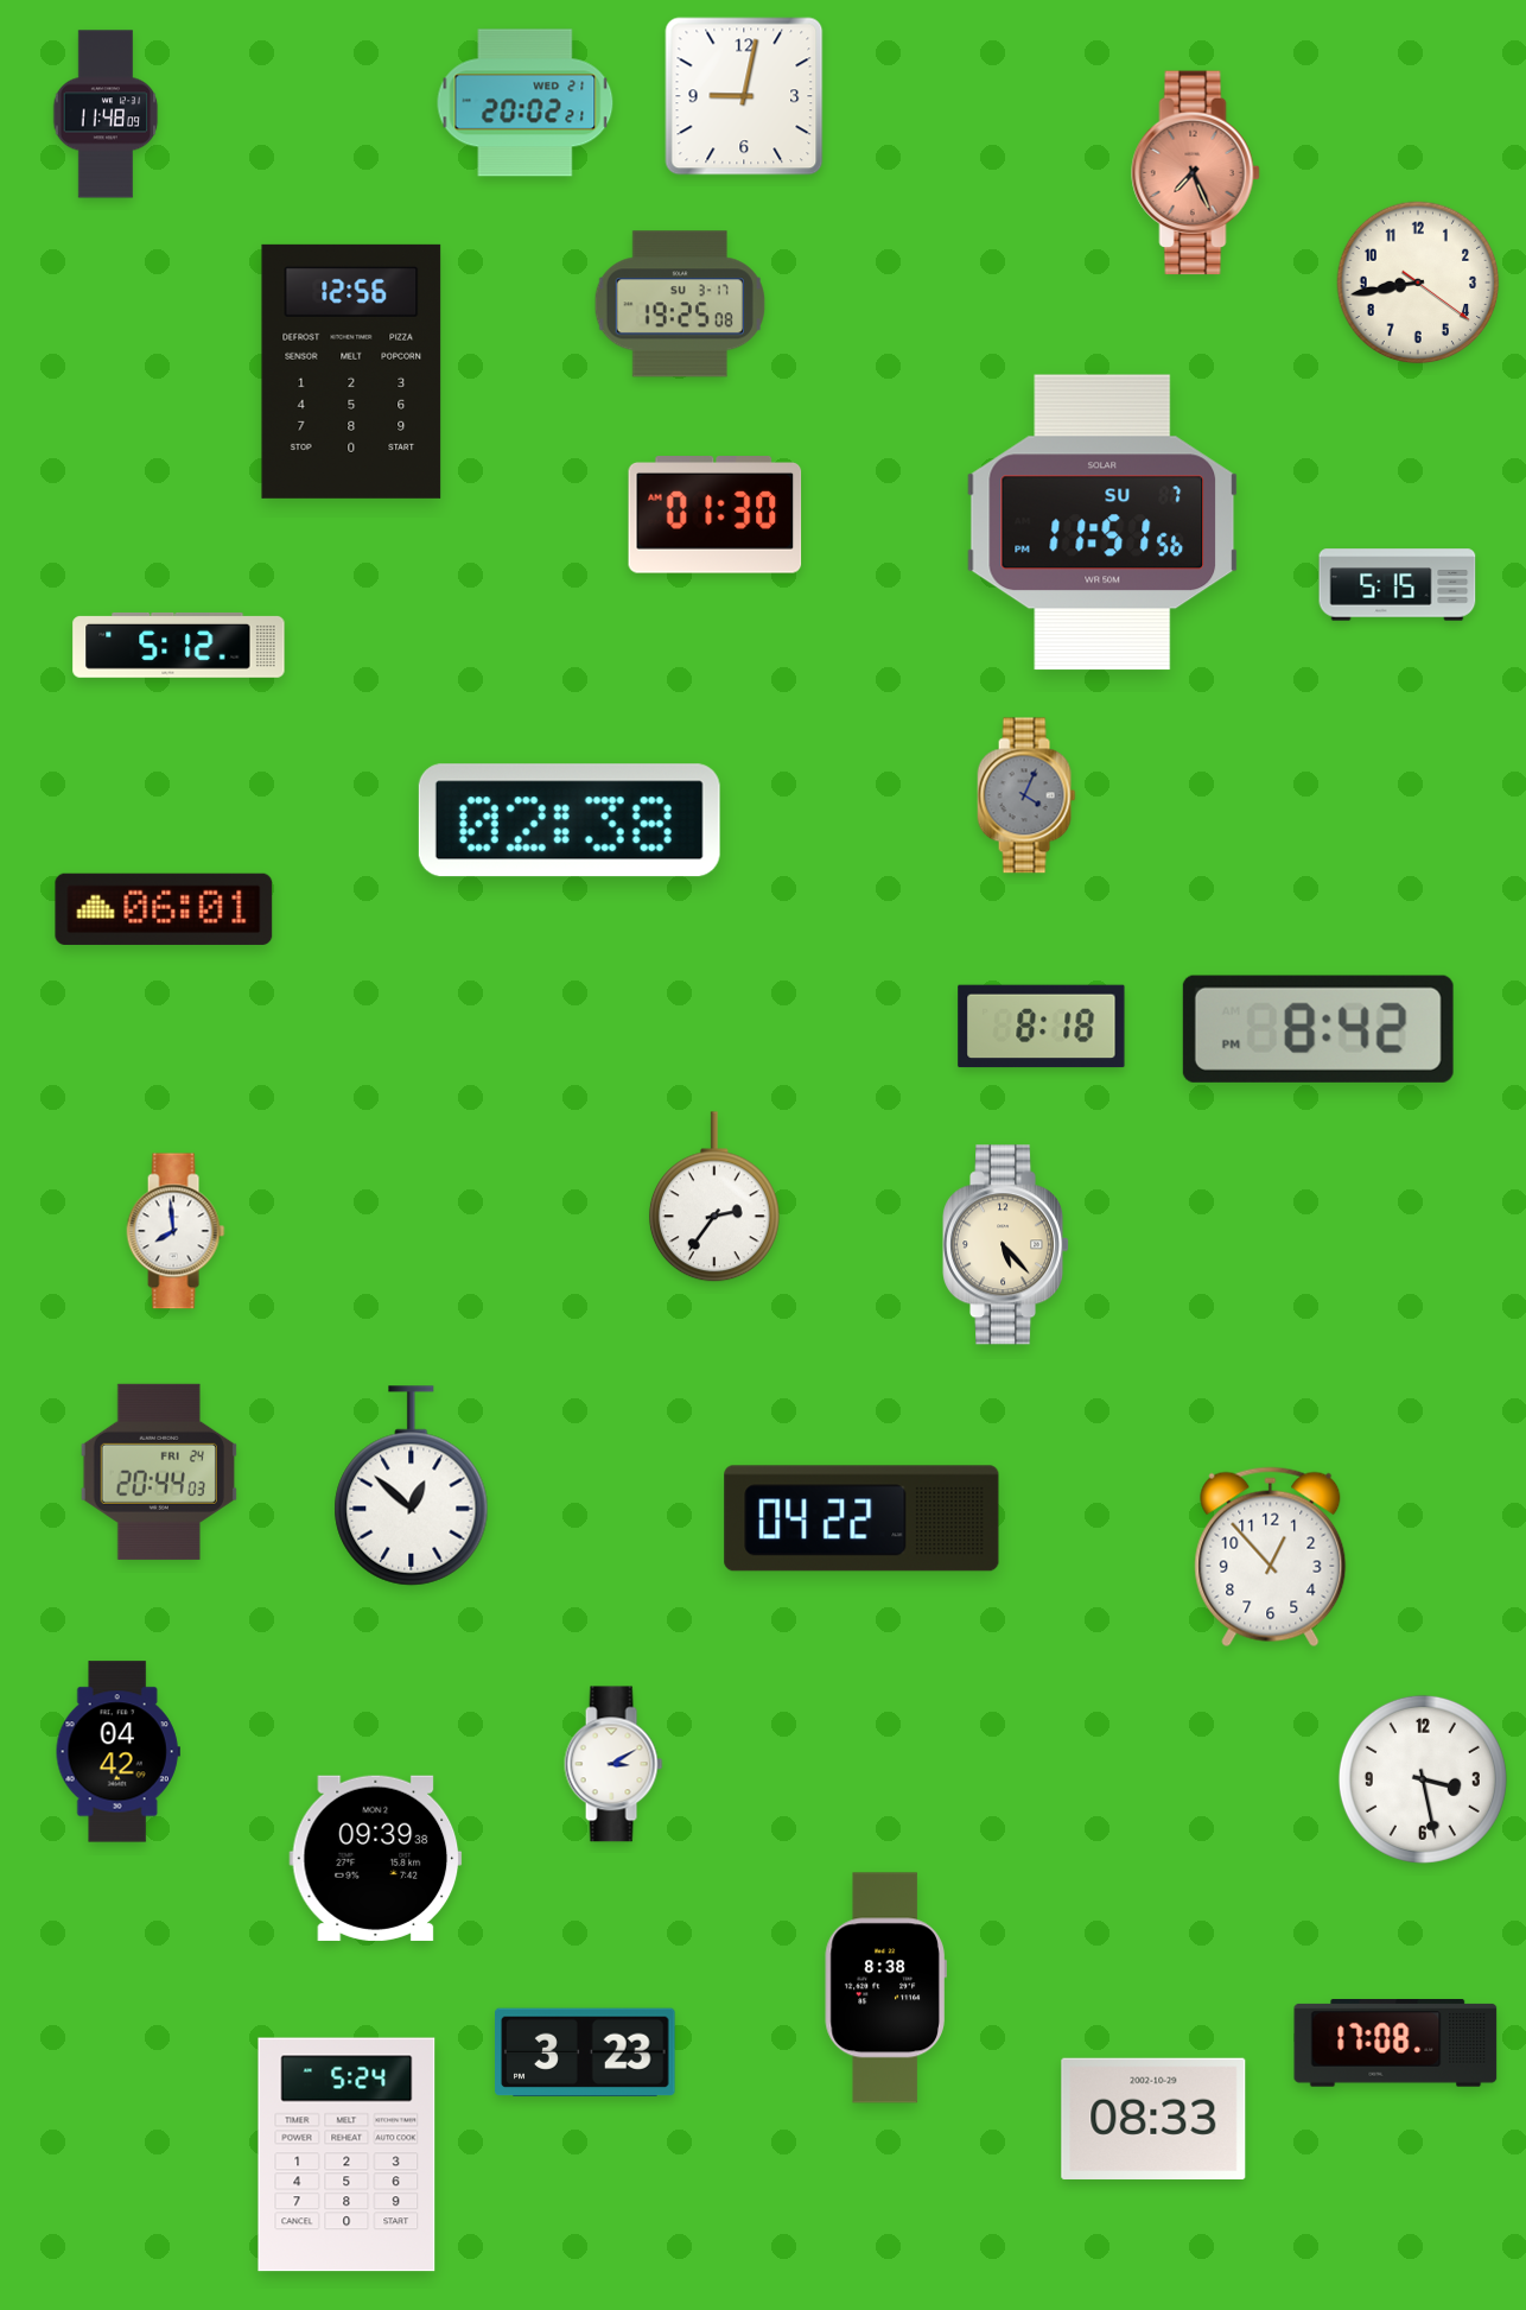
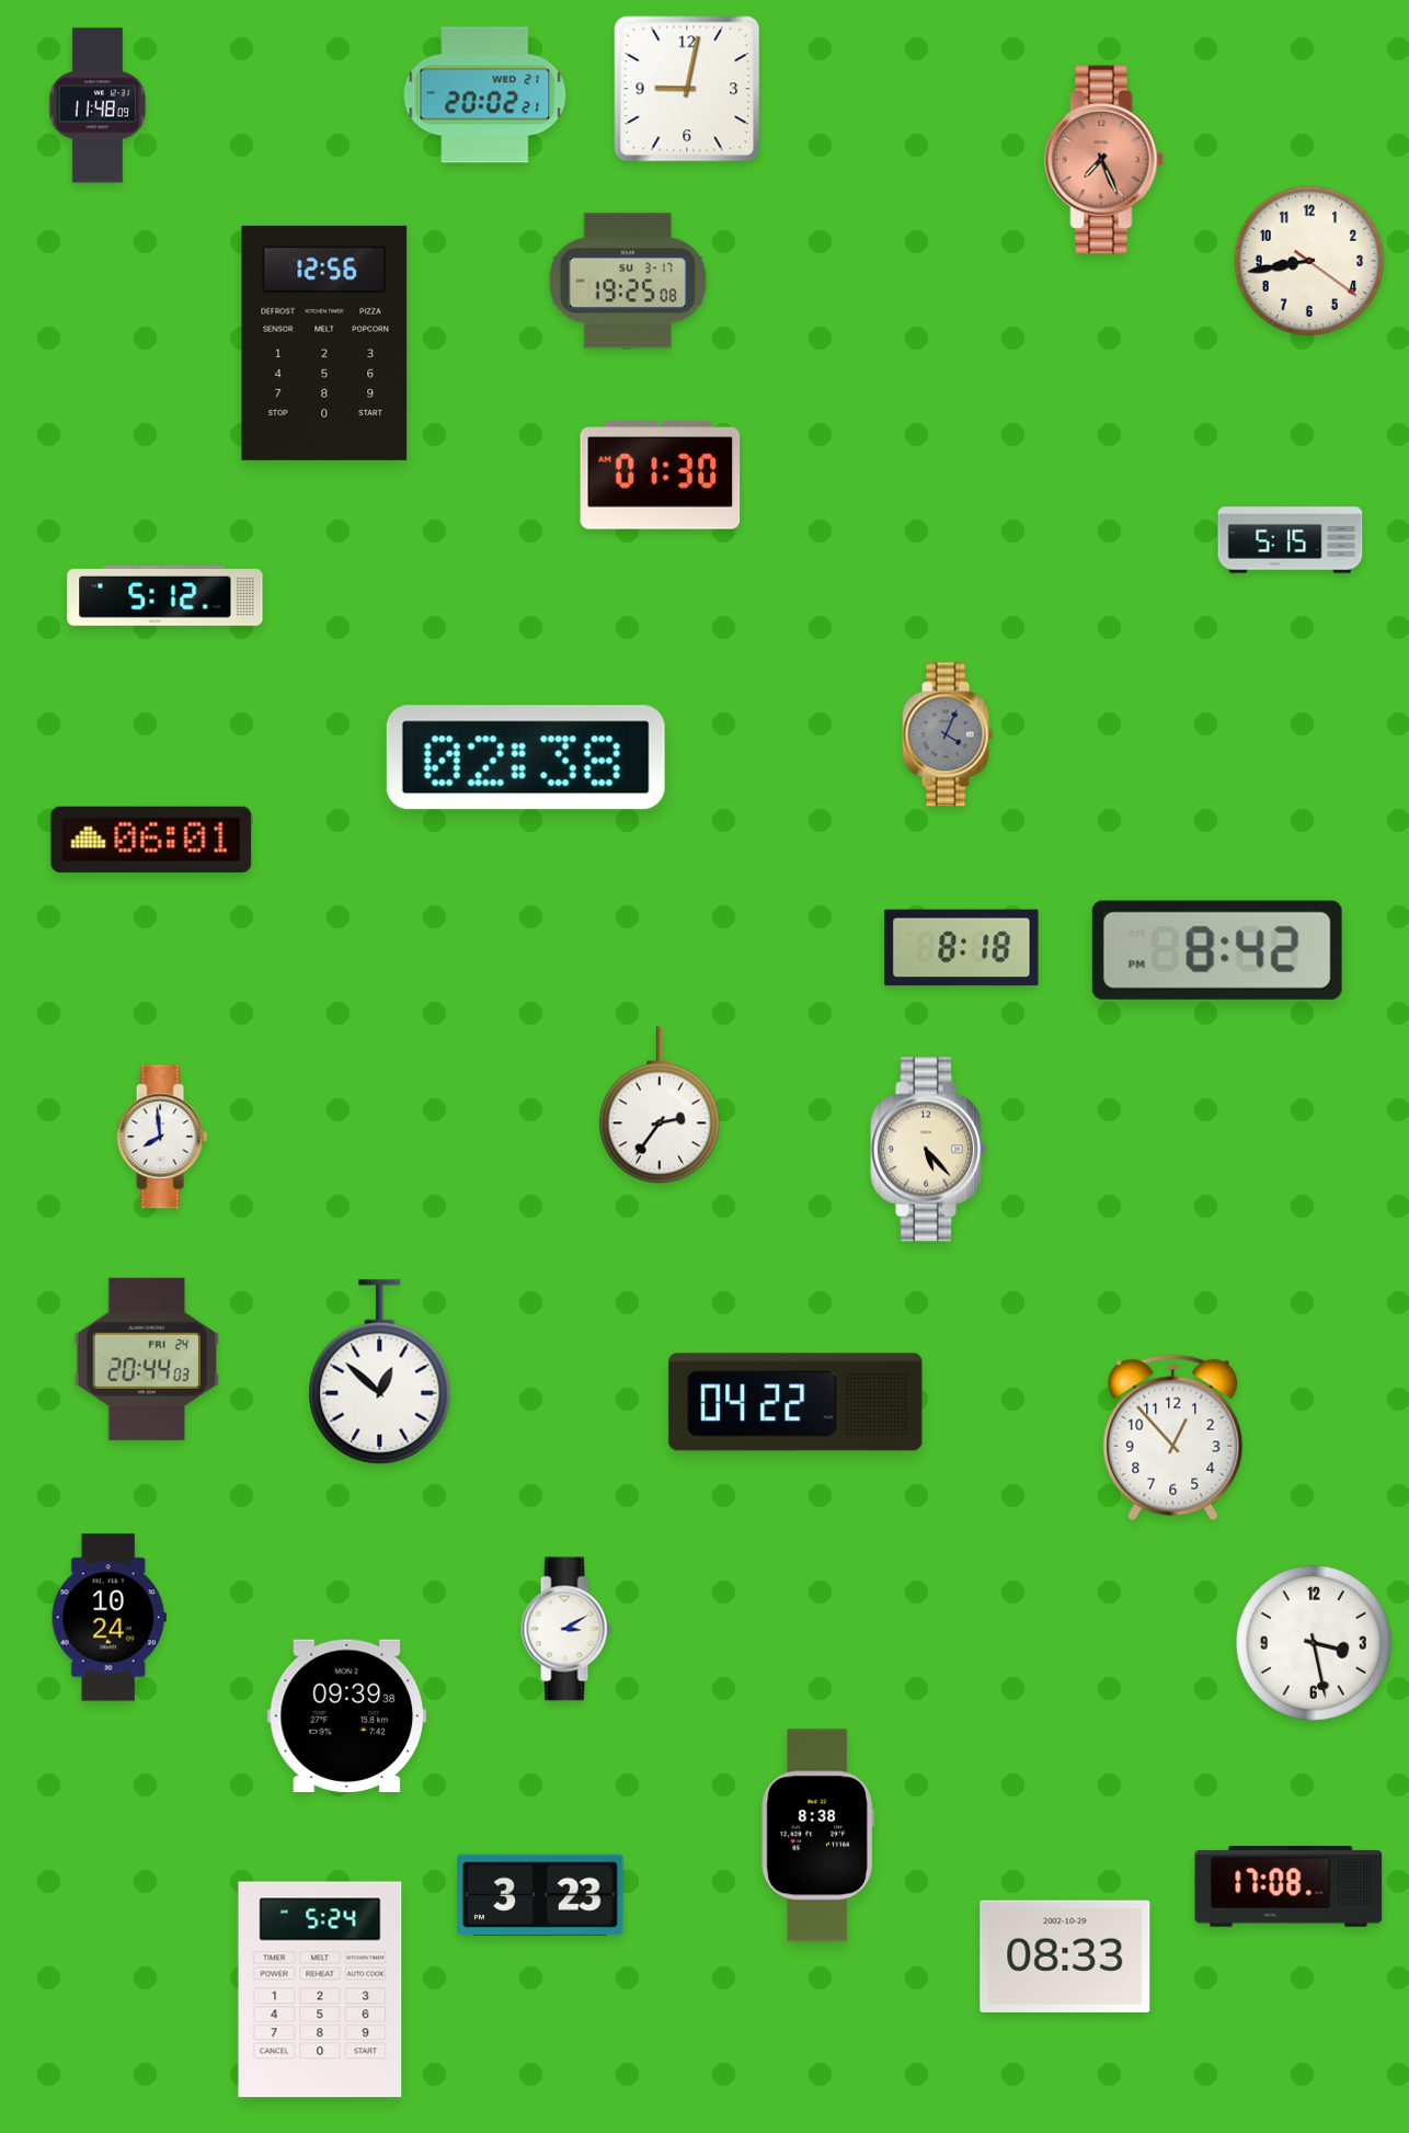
clock at (1102, 522): 11:51 -> none
clock at (117, 1752): 04:42 -> 10:24
